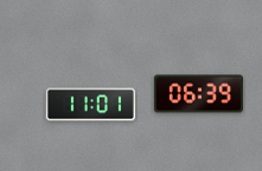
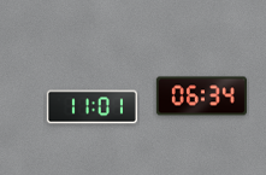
clock at (198, 94): 06:39 -> 06:34
